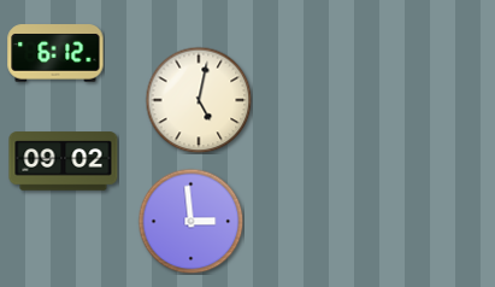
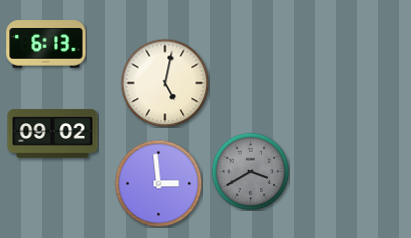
clock at (55, 53): 6:12 -> 6:13
clock at (250, 171): none -> 3:40
